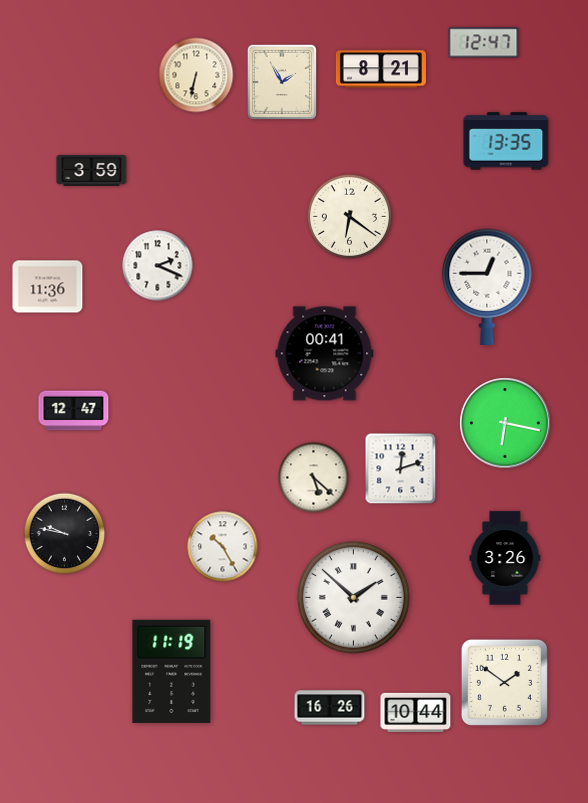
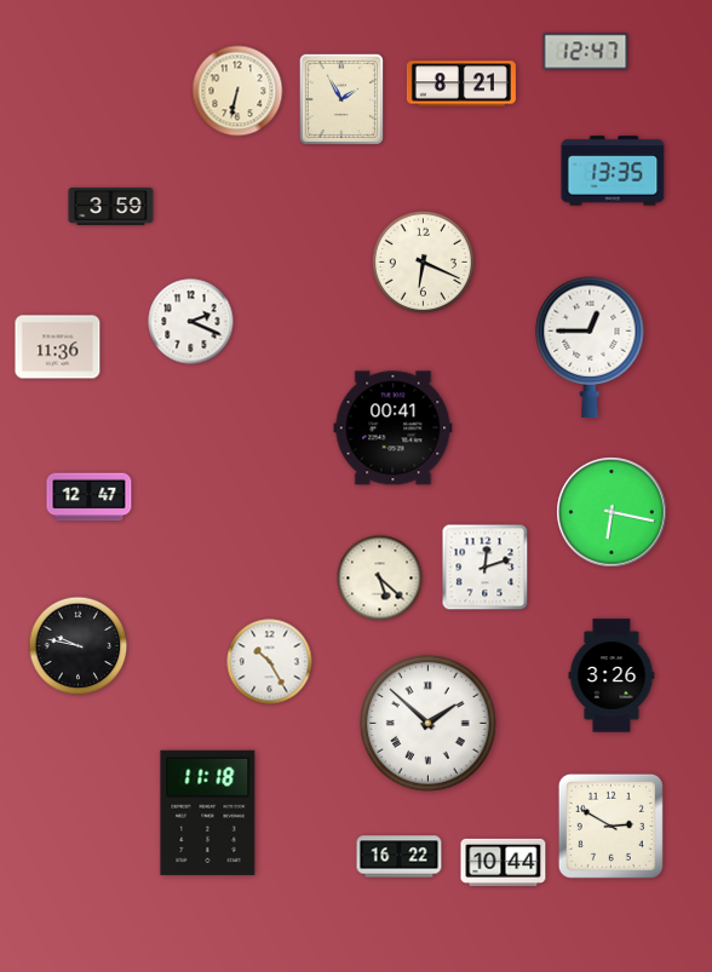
clock at (349, 216): 6:21 -> 6:19
clock at (172, 671): 11:19 -> 11:18
clock at (504, 682): 1:51 -> 2:50
clock at (330, 708): 16:26 -> 16:22
